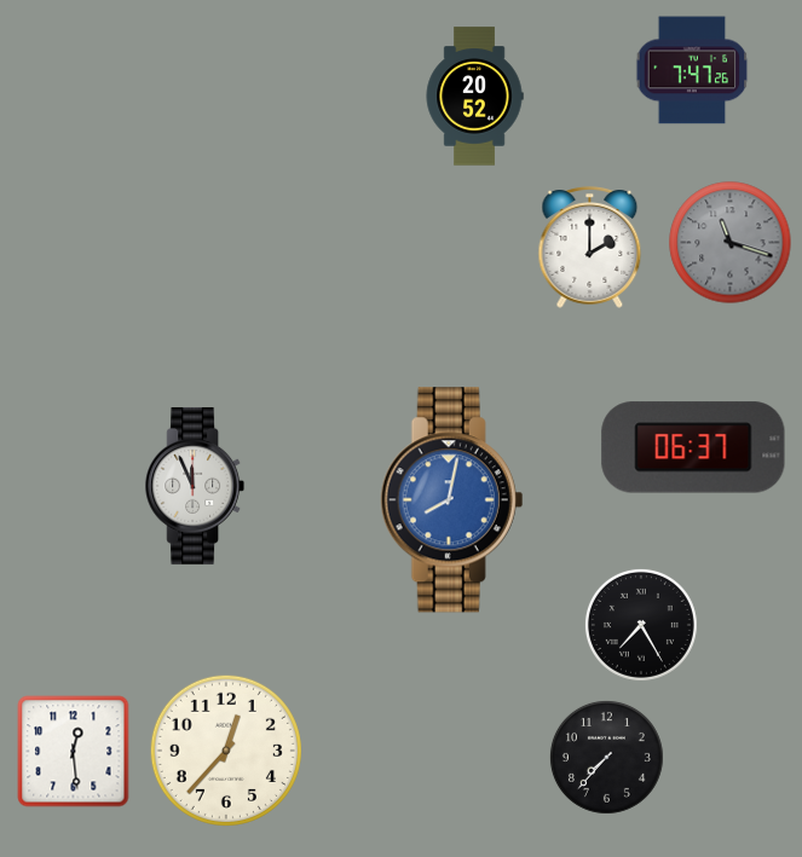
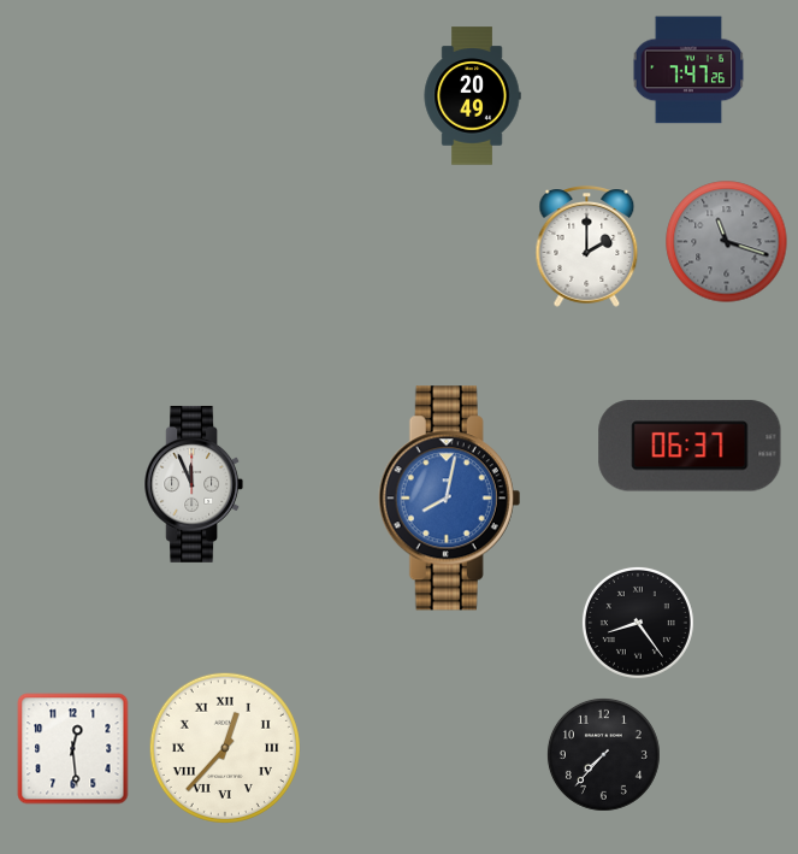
clock at (474, 97): 20:52 -> 20:49
clock at (641, 625): 7:25 -> 8:24
clock at (226, 751) numerals: Arabic -> Roman
